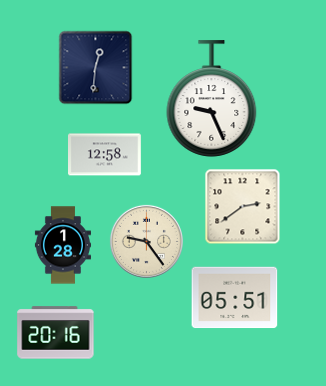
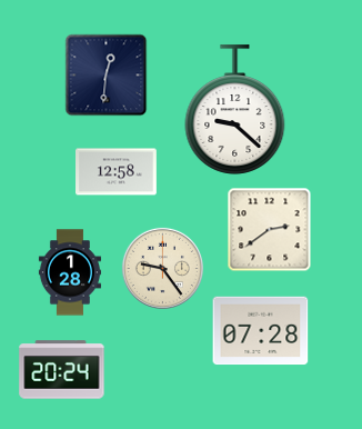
clock at (212, 99): 9:26 -> 9:22
clock at (235, 298): 05:51 -> 07:28
clock at (56, 333): 20:16 -> 20:24
